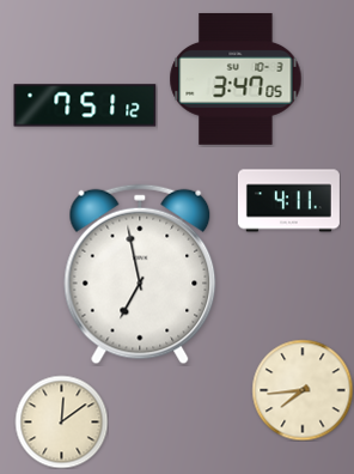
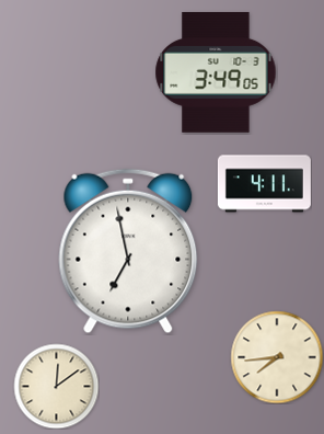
clock at (236, 79): 3:47 -> 3:49
clock at (85, 105): 7:51 -> none
